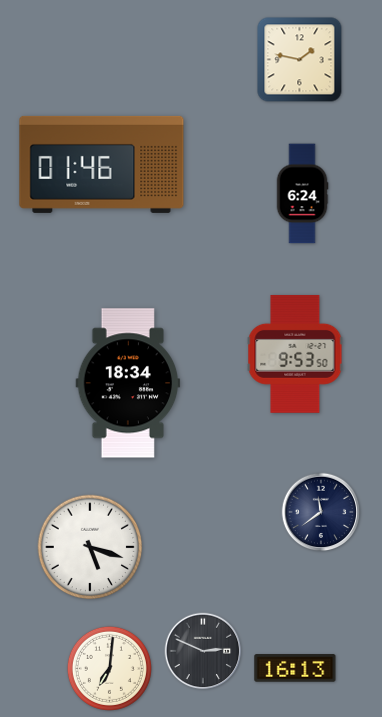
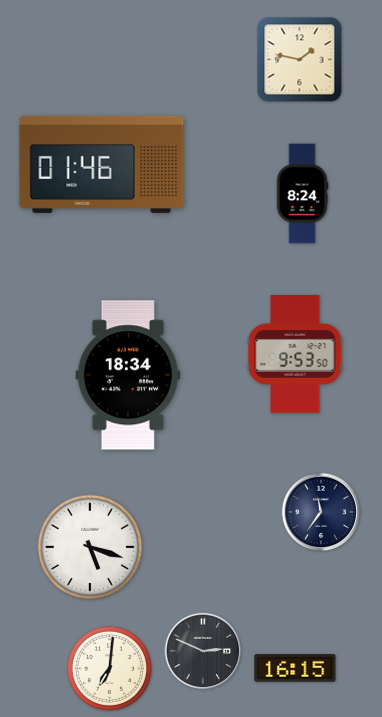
clock at (302, 194): 6:24 -> 8:24
clock at (128, 383) position: (128, 383) -> (128, 375)
clock at (321, 512): 11:39 -> 11:36
clock at (295, 668): 16:13 -> 16:15
